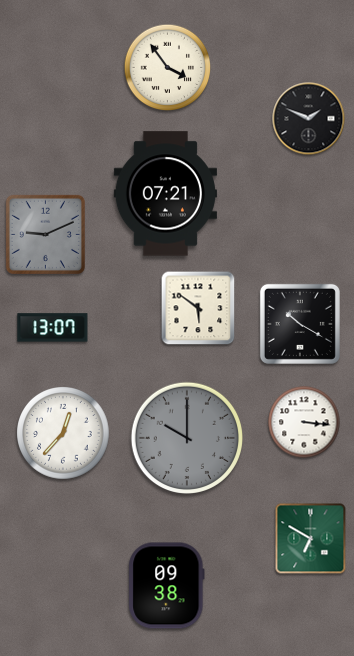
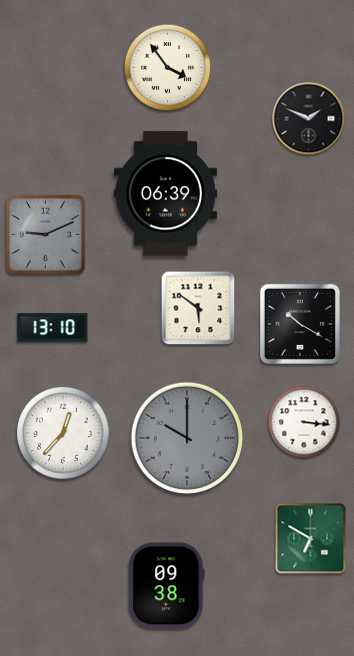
clock at (165, 194): 07:21 -> 06:39
clock at (53, 328): 13:07 -> 13:10
